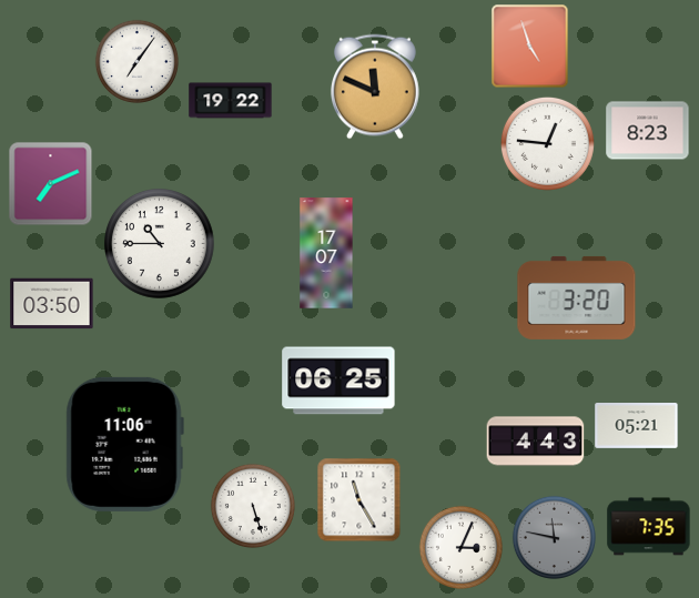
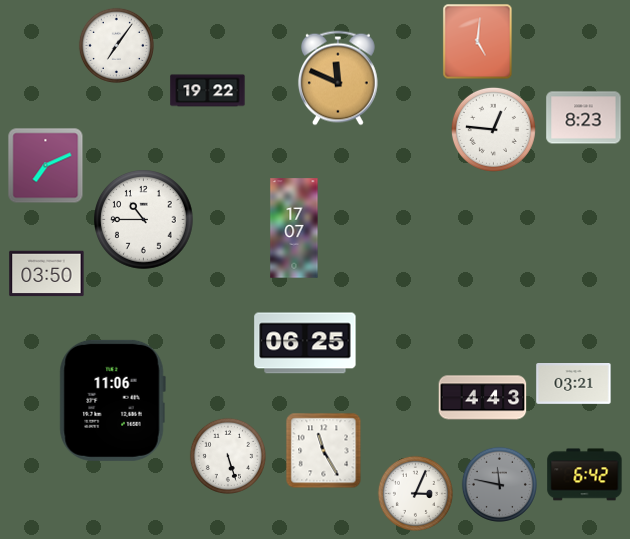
clock at (530, 47): 4:57 -> 5:01
clock at (136, 61) position: (136, 61) -> (116, 45)
clock at (577, 297): 3:20 -> none
clock at (637, 426): 05:21 -> 03:21
clock at (649, 527): 7:35 -> 6:42
